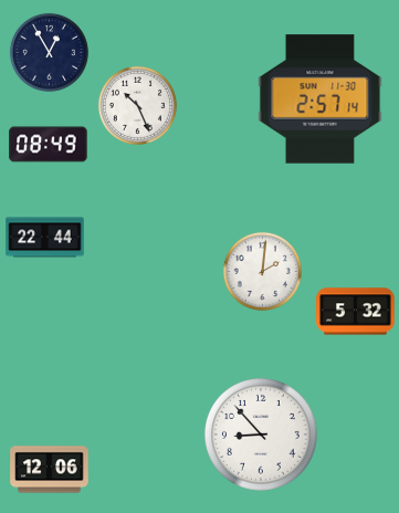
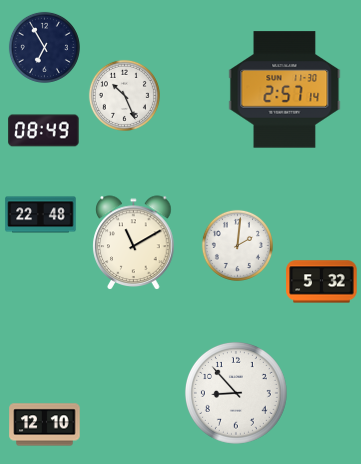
clock at (49, 52): 12:55 -> 6:55
clock at (321, 100) position: (321, 100) -> (285, 90)
clock at (45, 238): 22:44 -> 22:48
clock at (134, 243): none -> 11:10
clock at (50, 470): 12:06 -> 12:10
